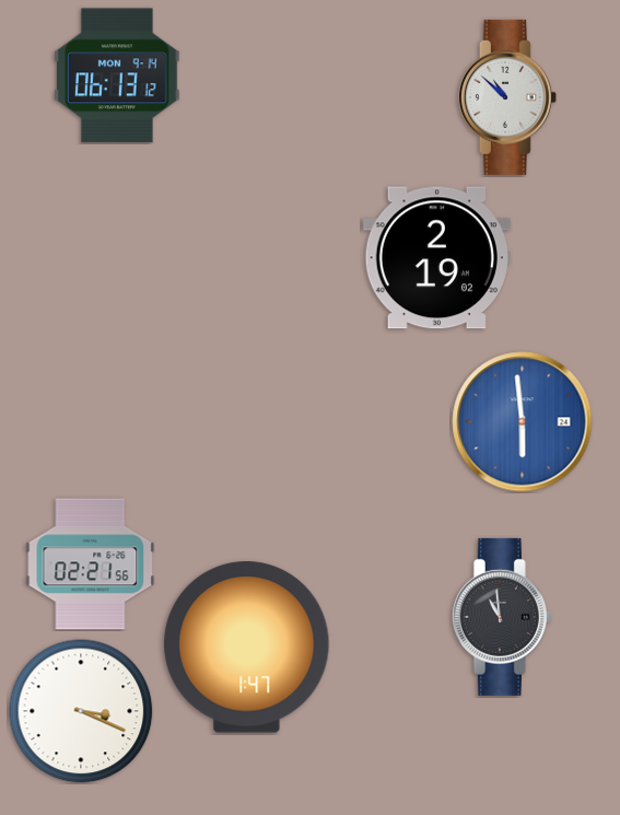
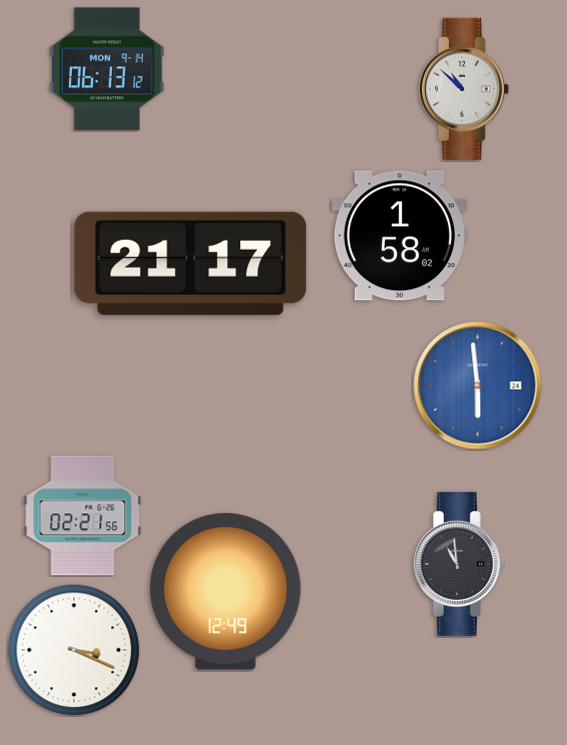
clock at (436, 258): 2:19 -> 1:58
clock at (191, 263): none -> 21:17
clock at (247, 648): 1:47 -> 12:49
